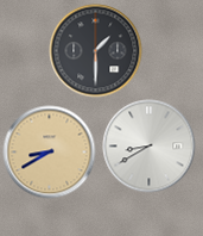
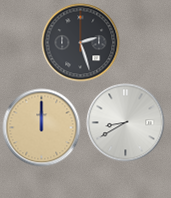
clock at (95, 50): 1:30 -> 2:27
clock at (49, 151): 8:40 -> 12:00
